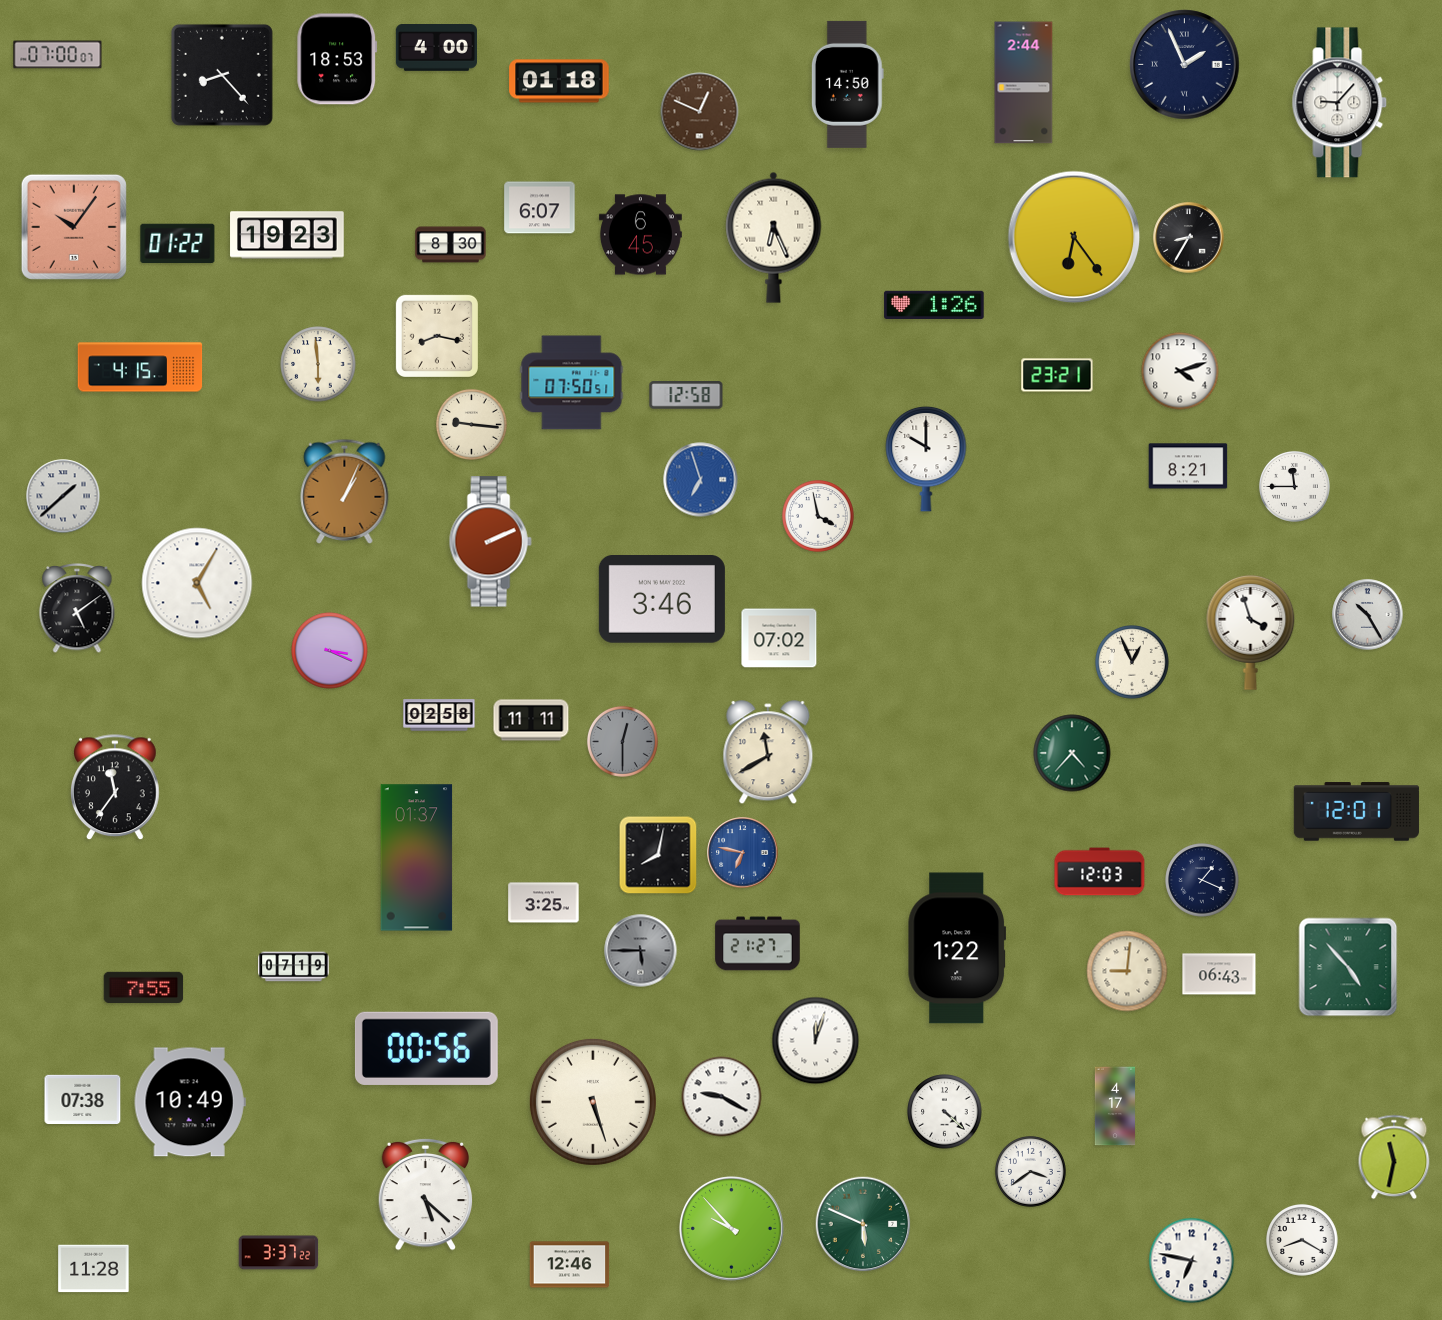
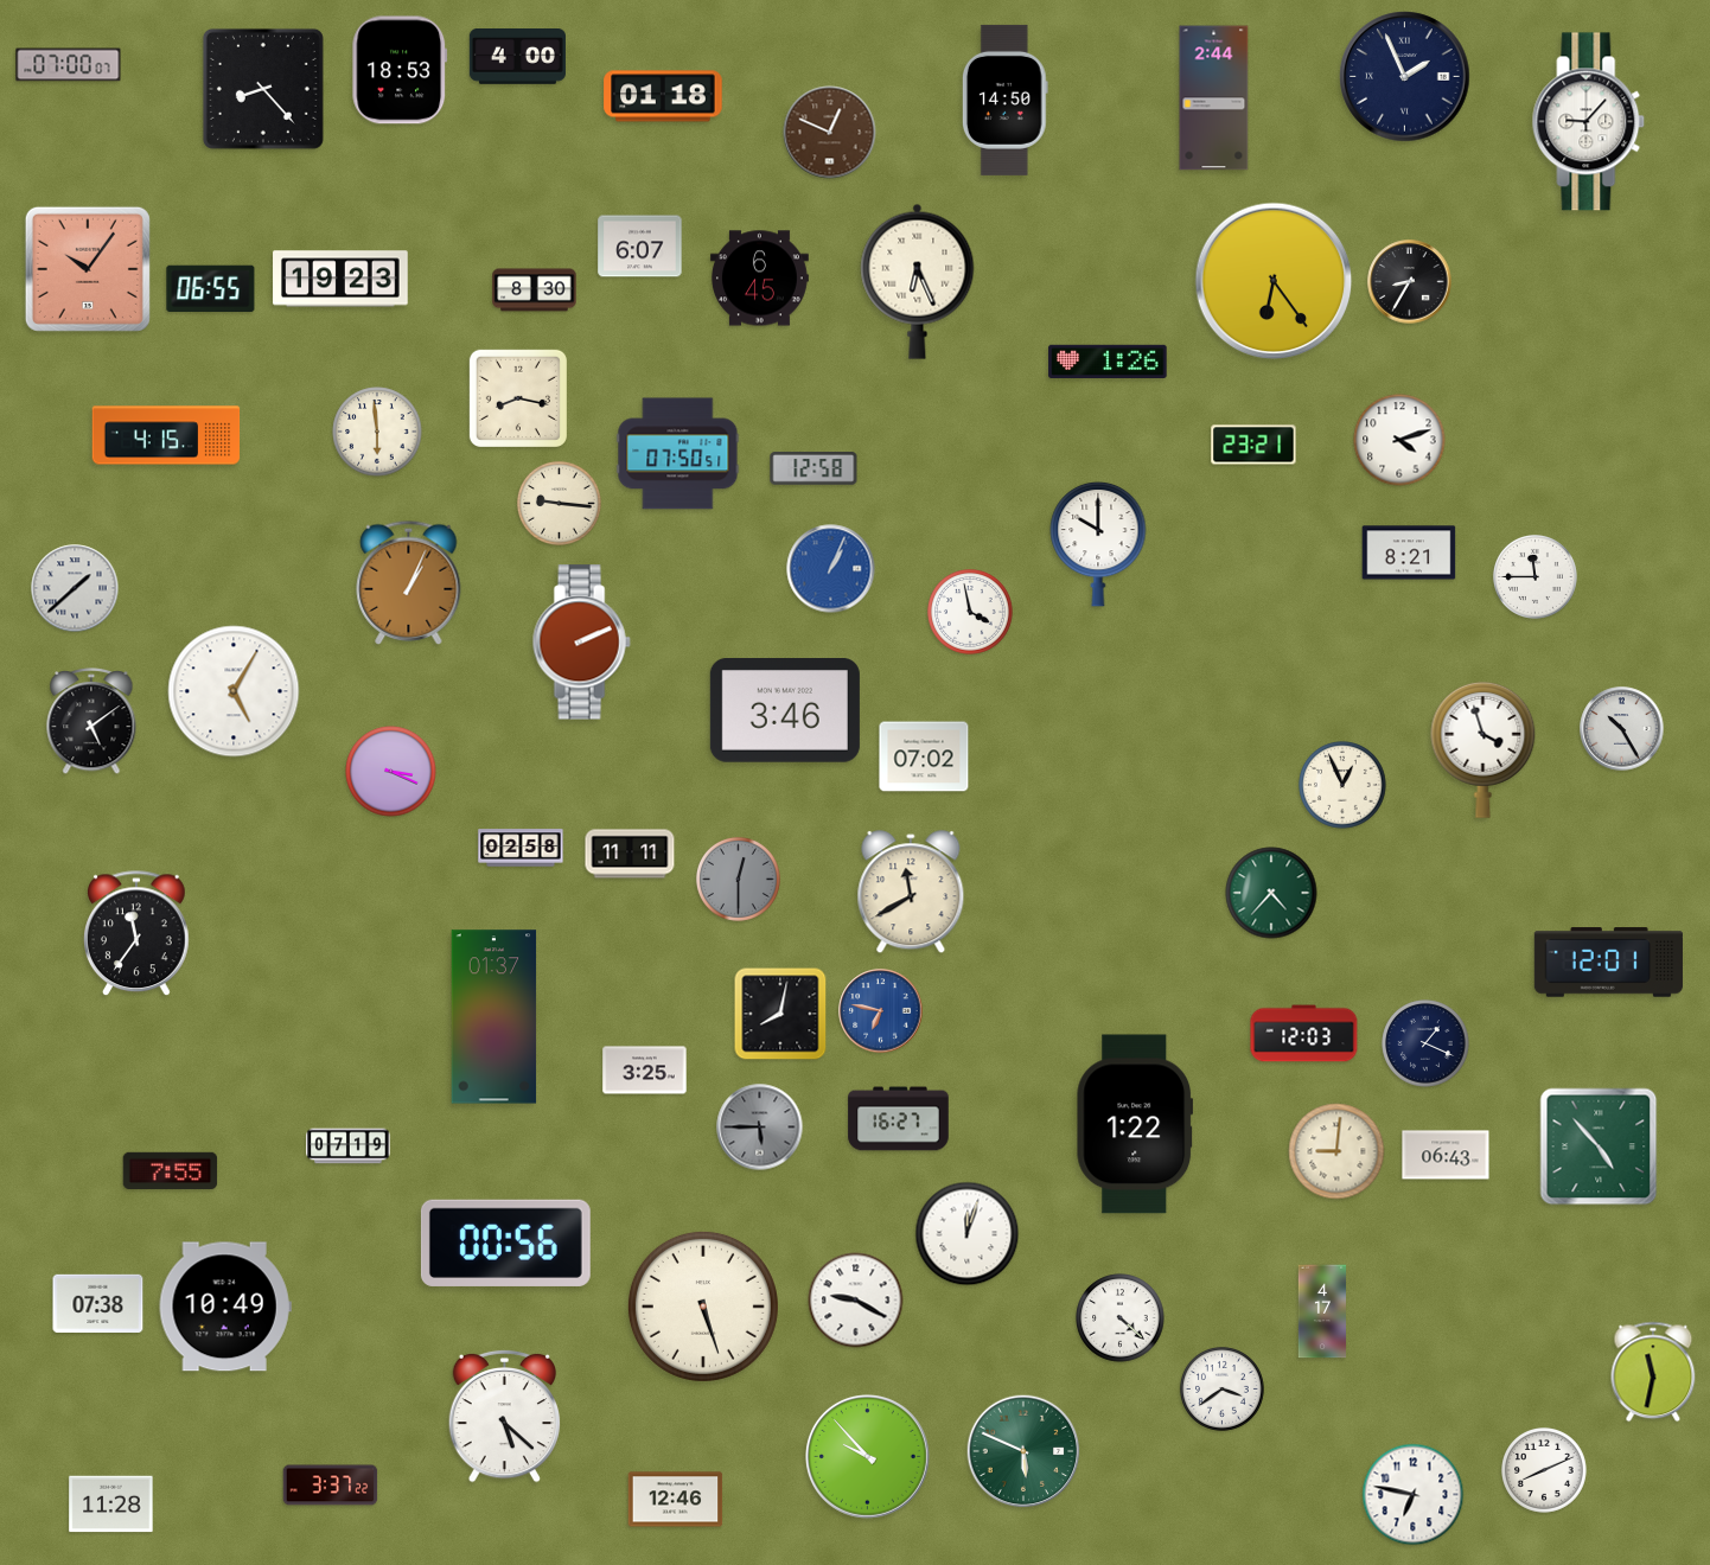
clock at (178, 244): 01:22 -> 06:55
clock at (701, 480): 6:57 -> 1:04
clock at (758, 944): 21:27 -> 16:27
clock at (1303, 1241): 8:20 -> 8:11
